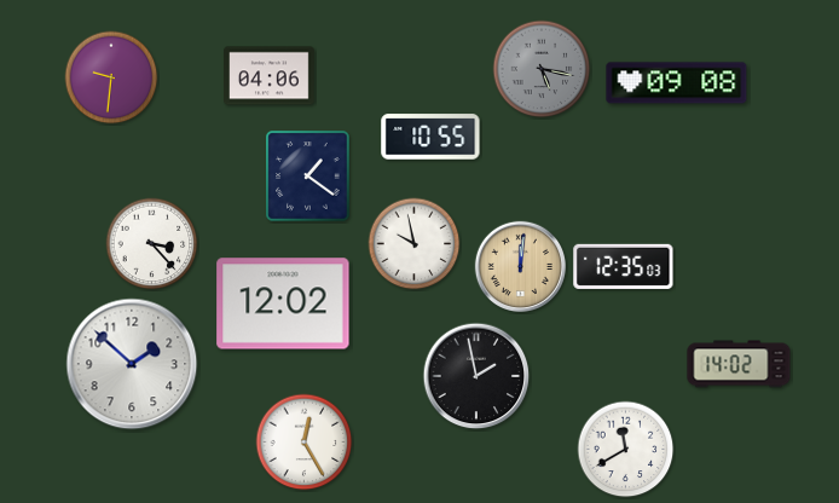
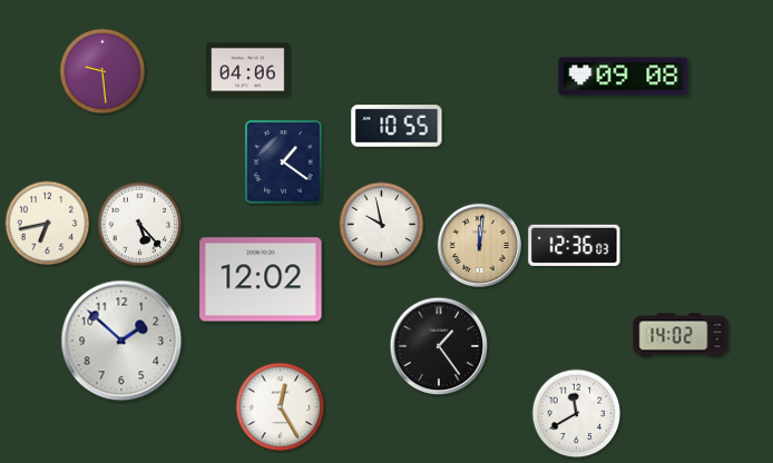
clock at (542, 69): 5:17 -> none
clock at (111, 77): 9:31 -> 9:29
clock at (48, 224): none -> 6:43
clock at (152, 244): 3:23 -> 5:23
clock at (624, 266): 12:35 -> 12:36
clock at (132, 364) position: (132, 364) -> (121, 341)
clock at (476, 376): 1:58 -> 1:24
